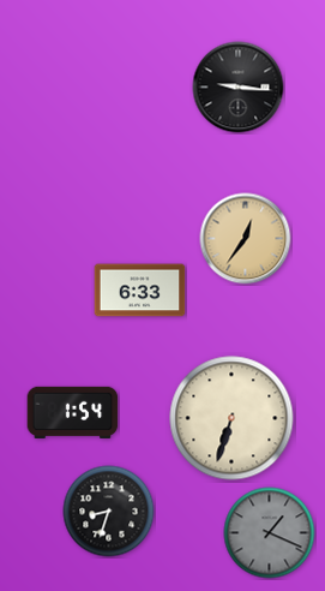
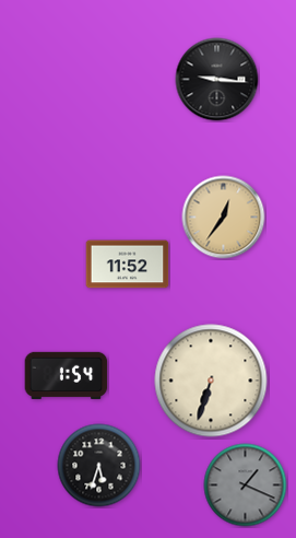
clock at (140, 291): 6:33 -> 11:52
clock at (109, 512): 8:33 -> 5:33
